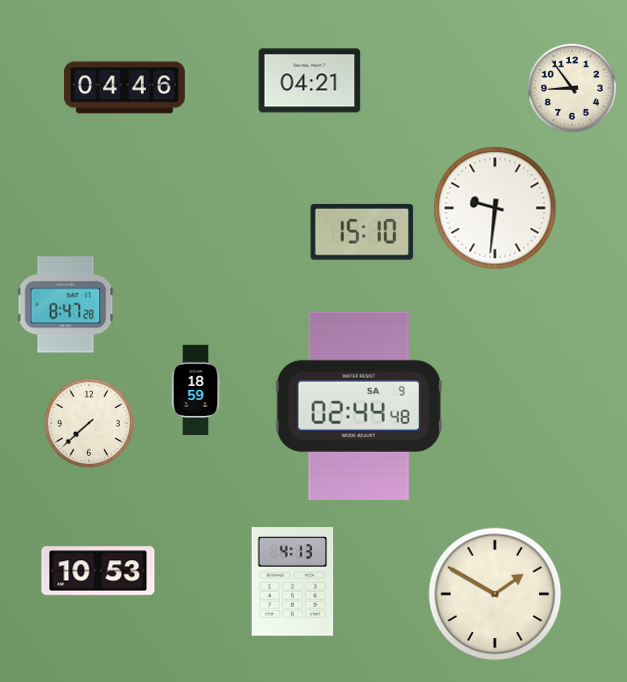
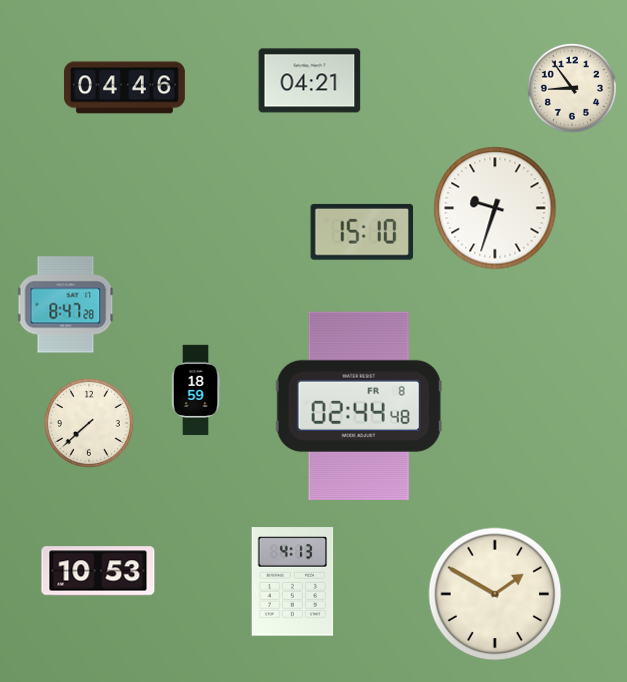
clock at (495, 208): 9:31 -> 9:33
clock at (359, 405) date: SA 9 -> FR 8
